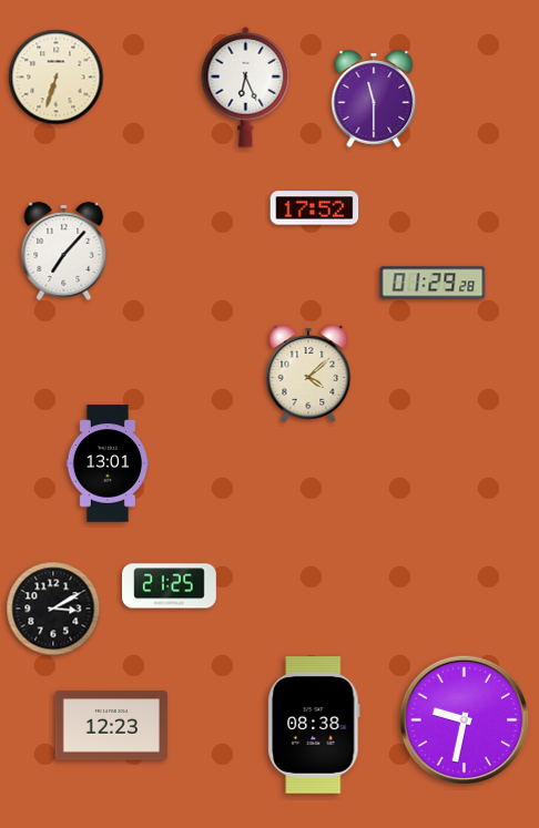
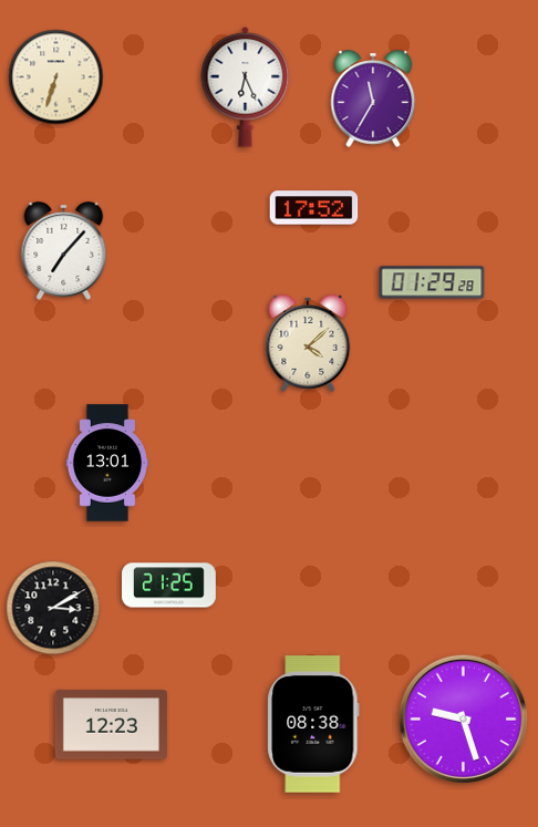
clock at (374, 99): 11:30 -> 11:35
clock at (308, 374) position: (308, 374) -> (308, 343)
clock at (465, 720): 9:32 -> 9:27
